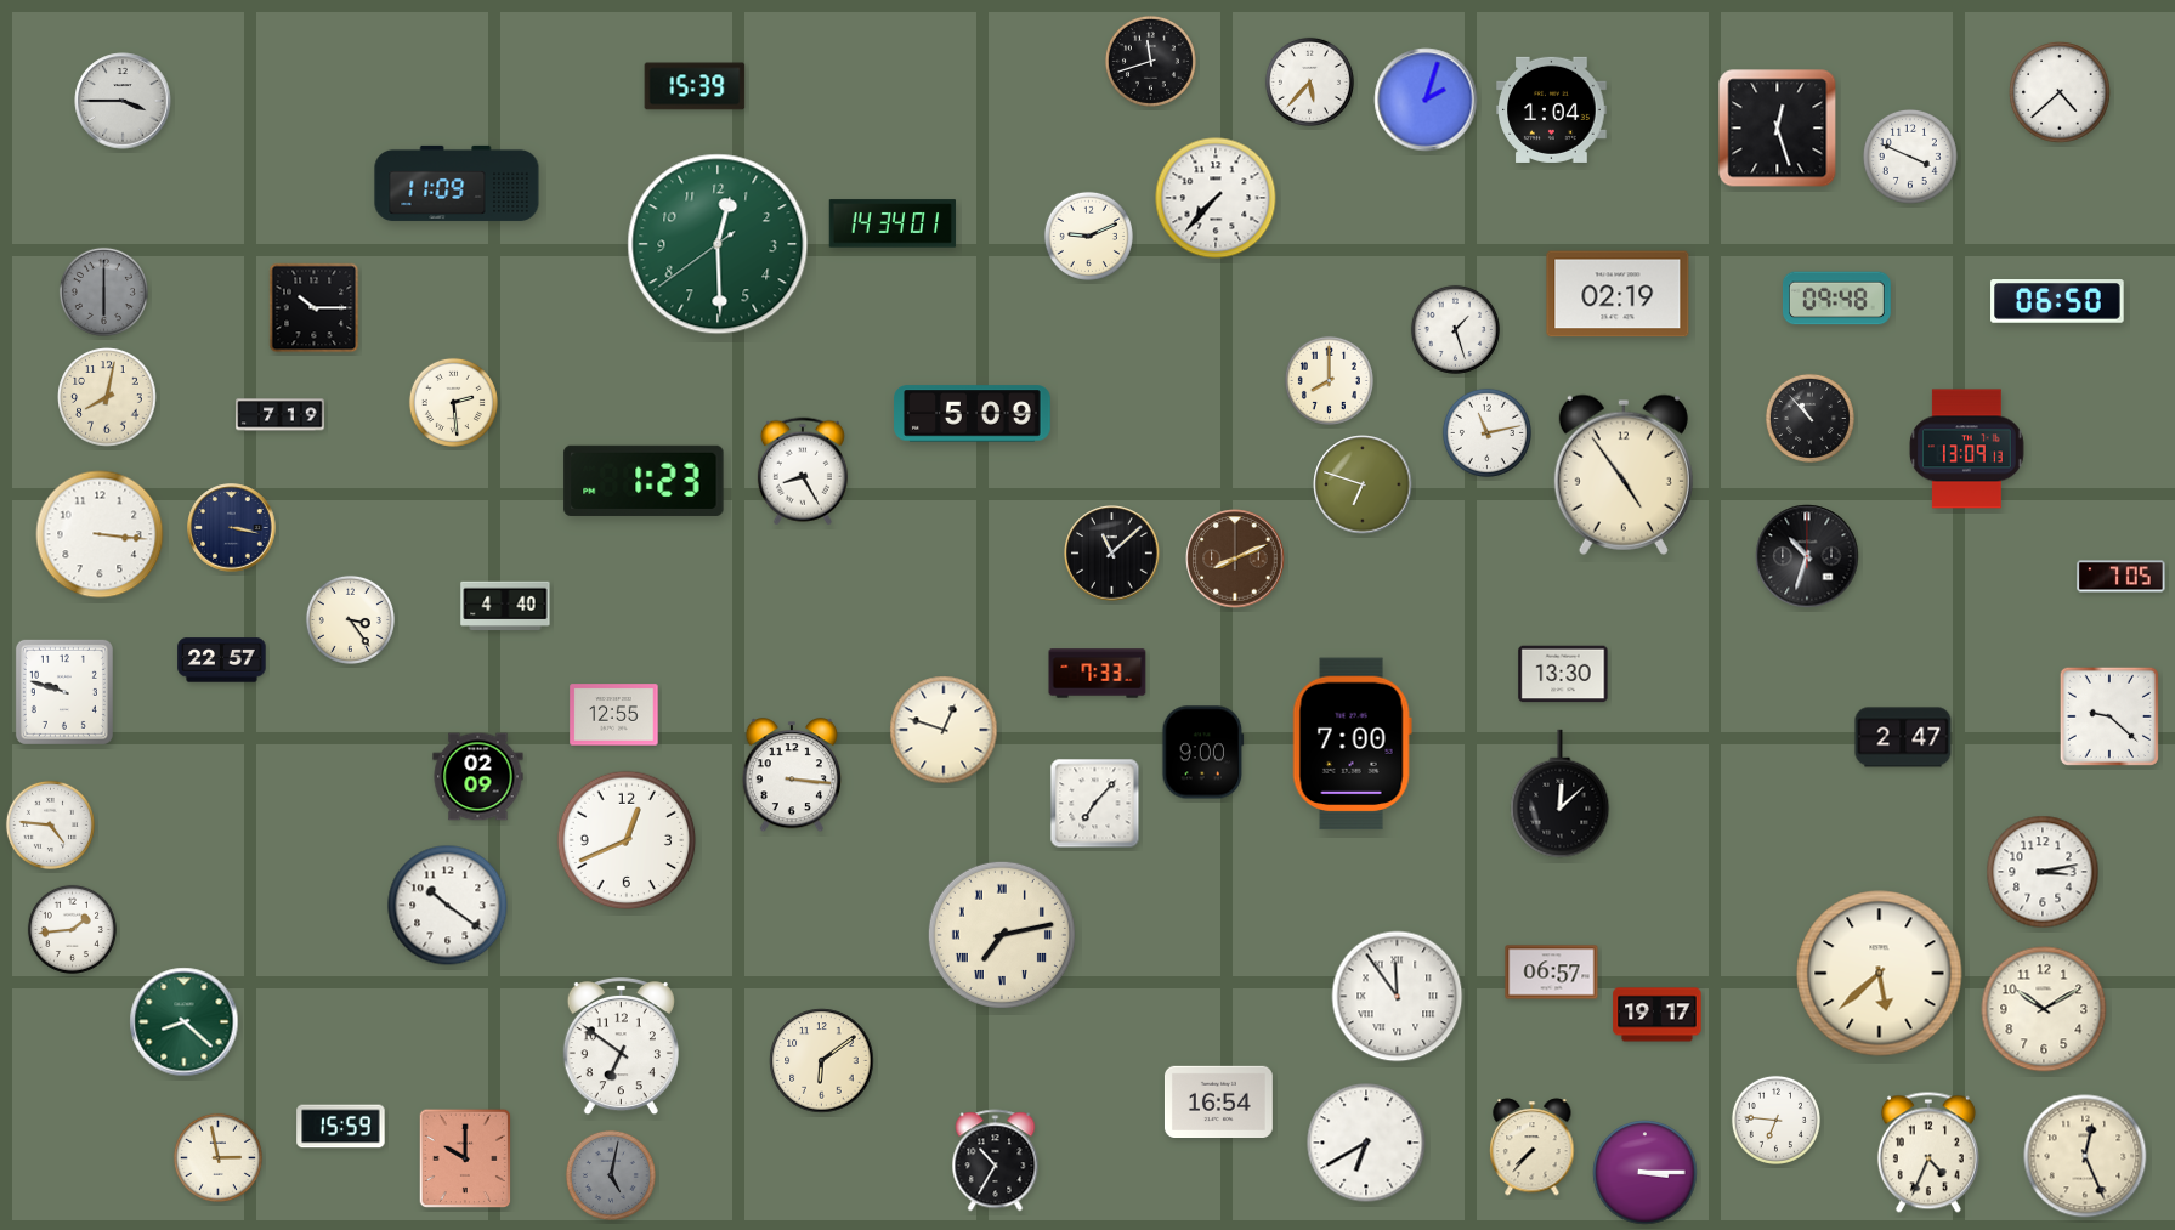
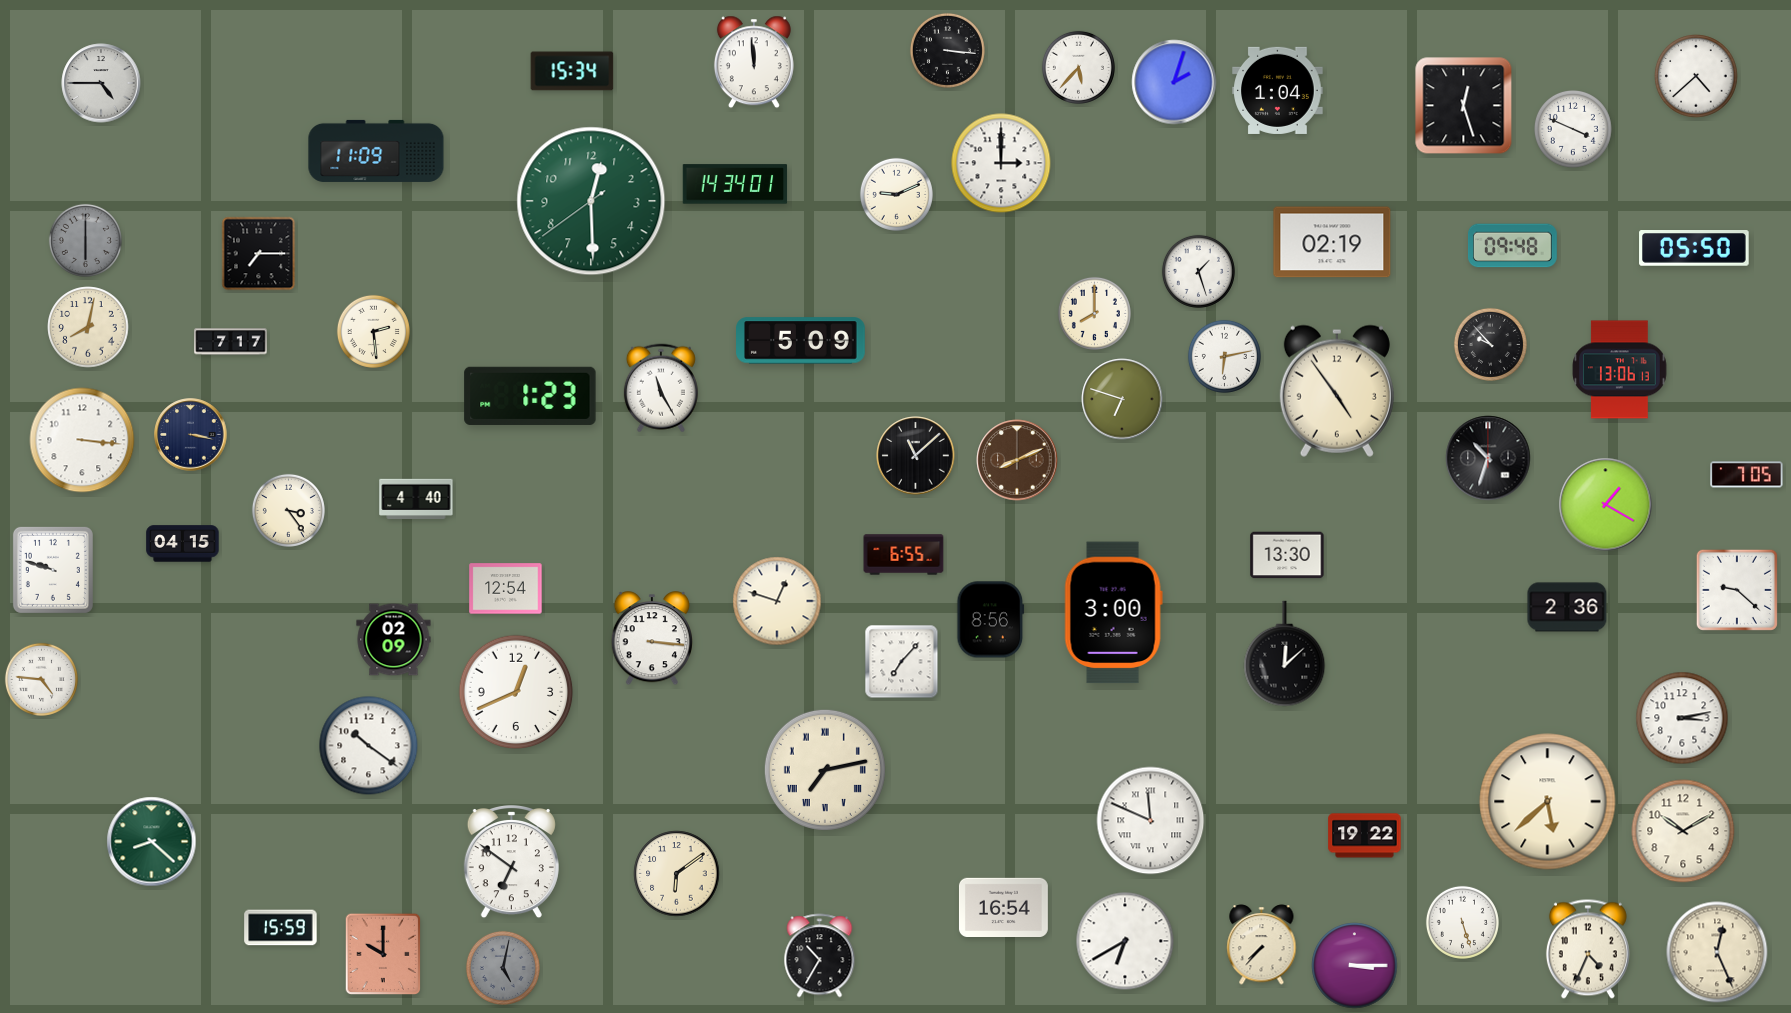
clock at (1150, 61): 11:42 -> 3:16
clock at (754, 62): none -> 11:59
clock at (695, 86): 15:39 -> 15:34
clock at (123, 101): 3:45 -> 4:45
clock at (1216, 198): 7:37 -> 3:00
clock at (2057, 302): 06:50 -> 05:50
clock at (315, 308): 10:15 -> 7:15
clock at (281, 415): 7:19 -> 7:17
clock at (1809, 418): 10:53 -> 9:53
clock at (1486, 432): 11:13 -> 6:13
clock at (1967, 449): 13:09 -> 13:06
clock at (803, 471): 8:25 -> 11:25
clock at (1606, 505): none -> 1:20
clock at (222, 661): 22:57 -> 04:15
clock at (1098, 674): 7:33 -> 6:55
clock at (614, 715): 12:55 -> 12:54
clock at (1903, 737): 2:47 -> 2:36
clock at (1352, 744): 7:00 -> 3:00
clock at (1203, 753): 9:00 -> 8:56
clock at (72, 929): 1:44 -> none
clock at (1552, 973): 06:57 -> none
clock at (1398, 997): 11:54 -> 11:49
clock at (1658, 1015): 19:17 -> 19:22
clock at (1775, 1120): 6:46 -> 5:27
clock at (217, 1157): 2:58 -> none
